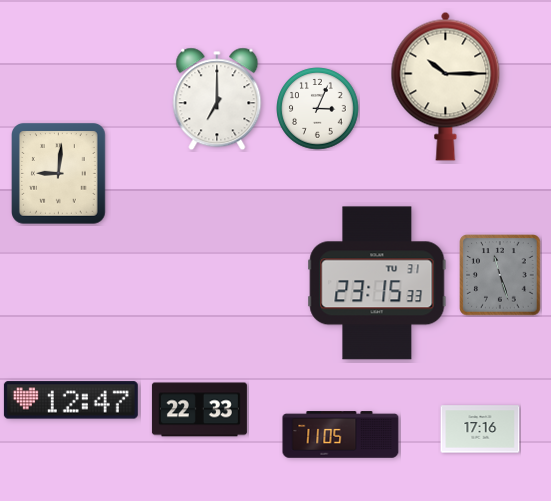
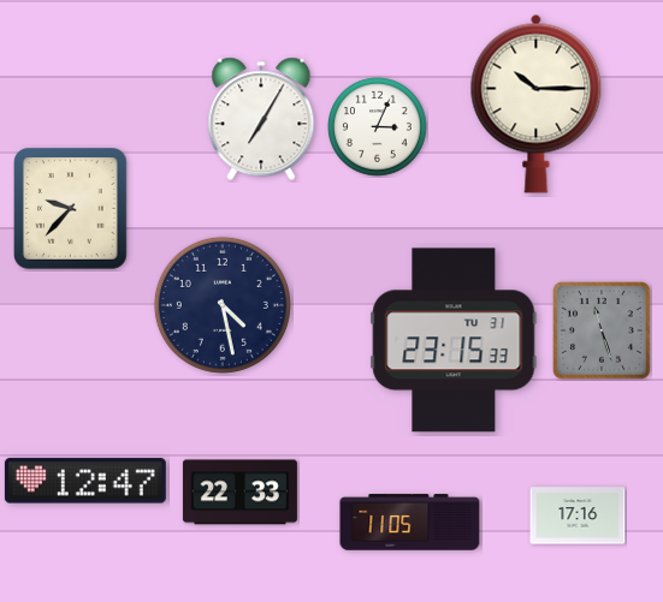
clock at (217, 99): 7:00 -> 7:05
clock at (318, 109) position: (318, 109) -> (378, 127)
clock at (59, 174): 9:01 -> 9:37
clock at (223, 305): none -> 4:28
